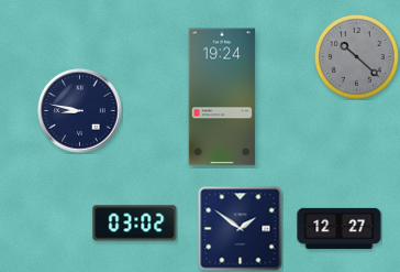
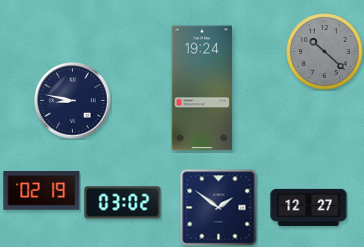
clock at (42, 191): none -> 02:19
